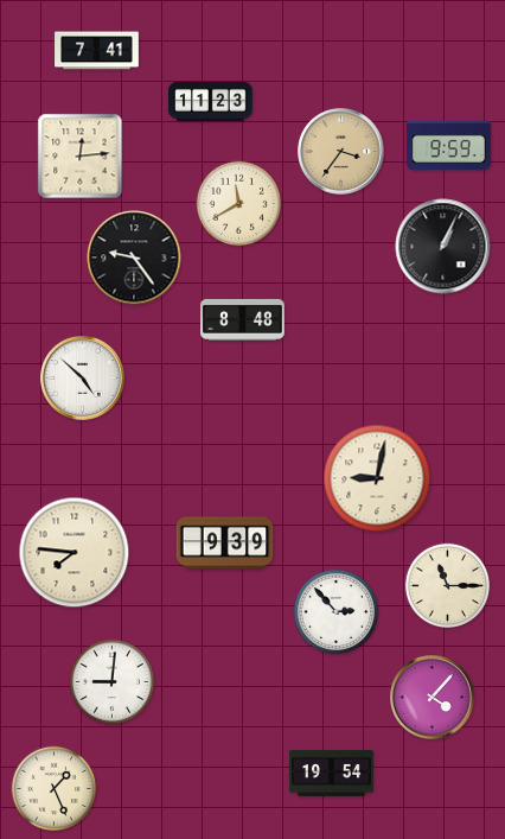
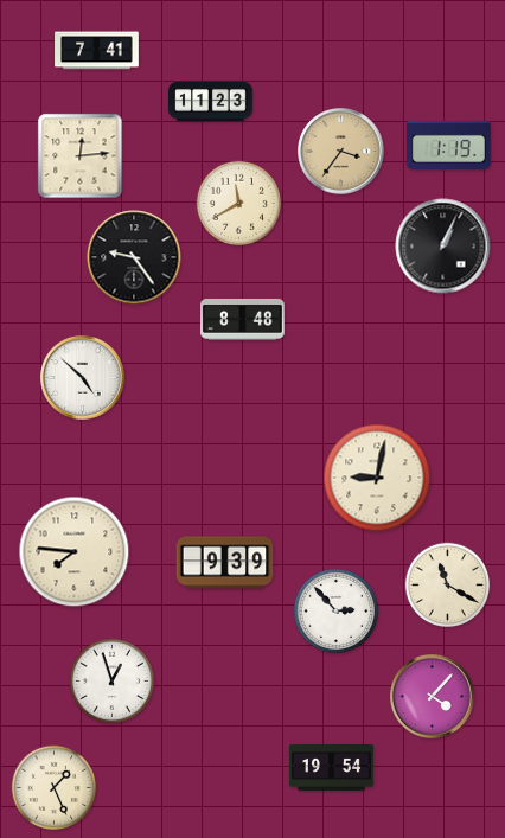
clock at (449, 145): 9:59 -> 1:19
clock at (225, 544) position: (225, 544) -> (225, 563)
clock at (448, 586): 11:15 -> 11:20
clock at (113, 682): 9:01 -> 12:57
clock at (332, 774) position: (332, 774) -> (332, 768)
